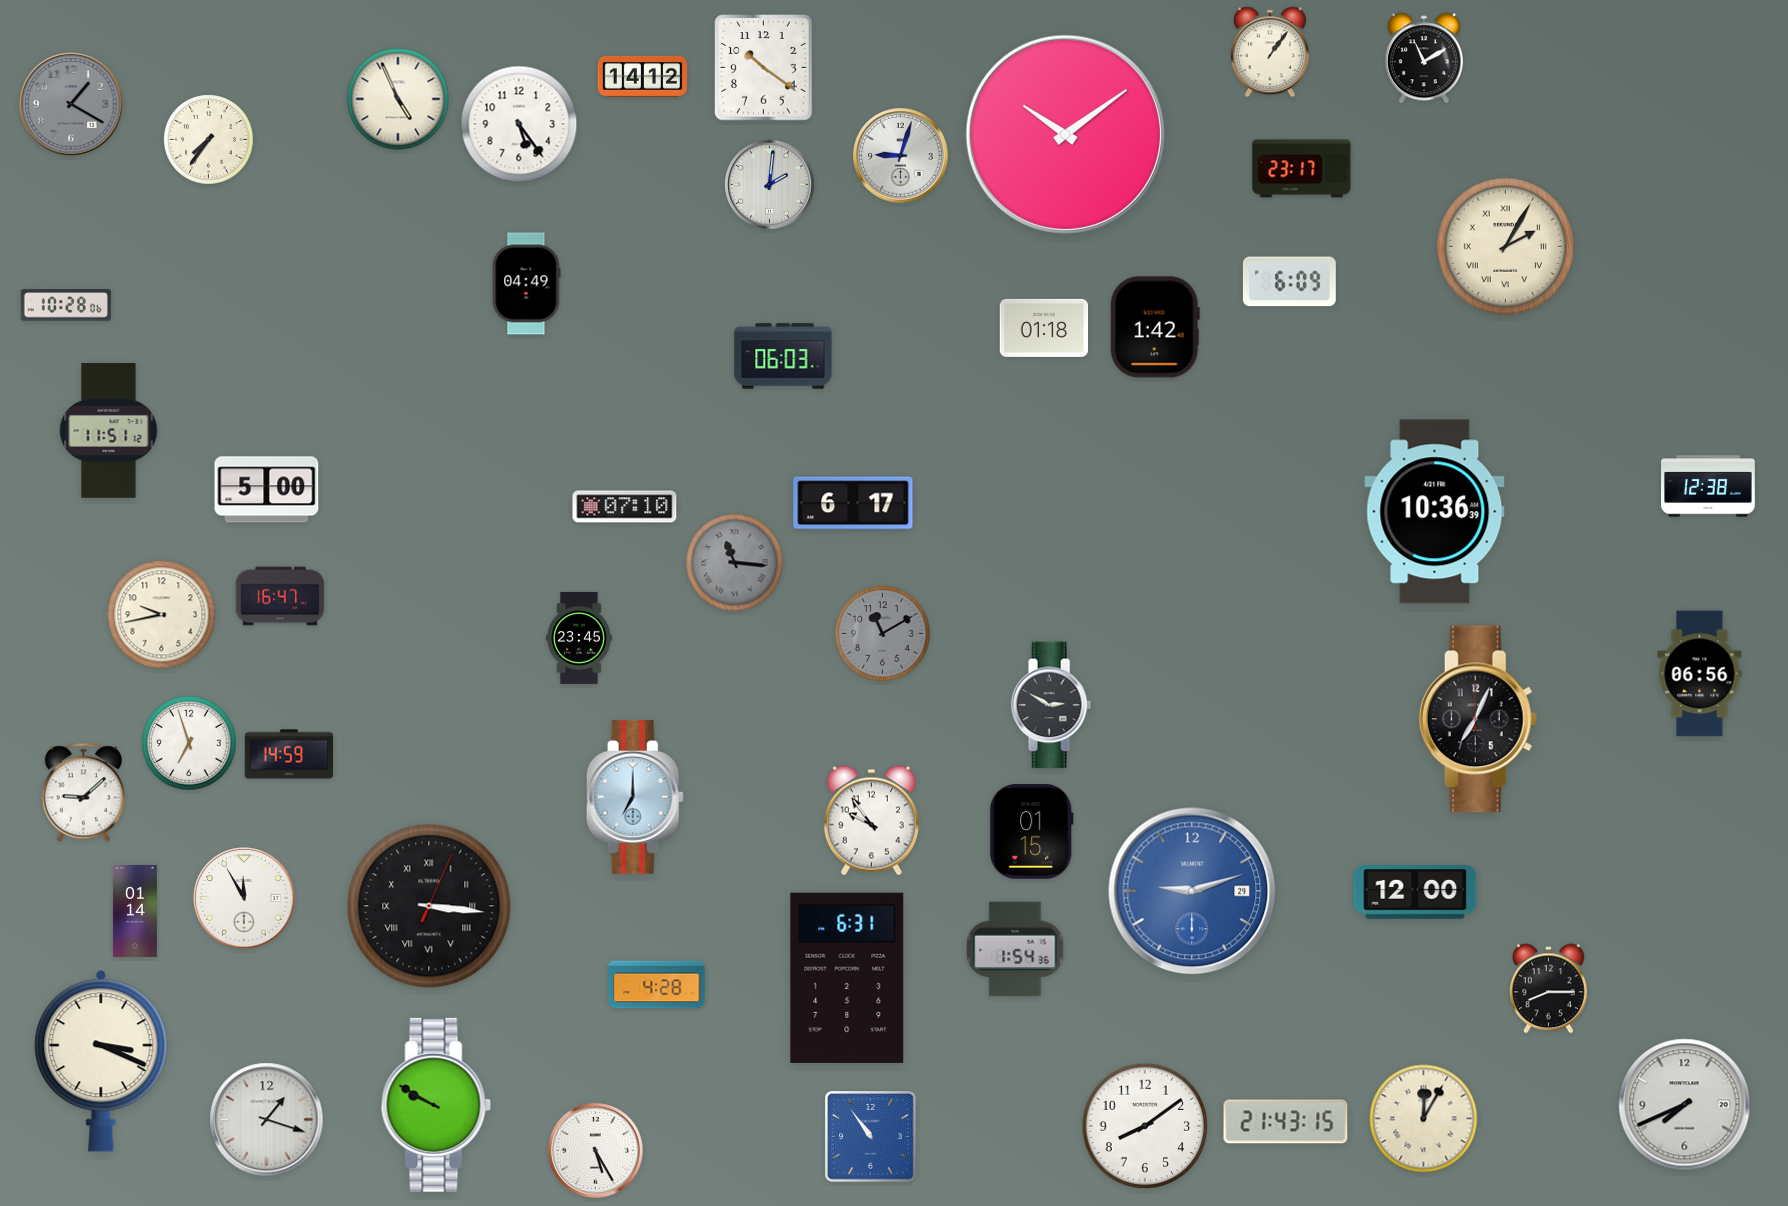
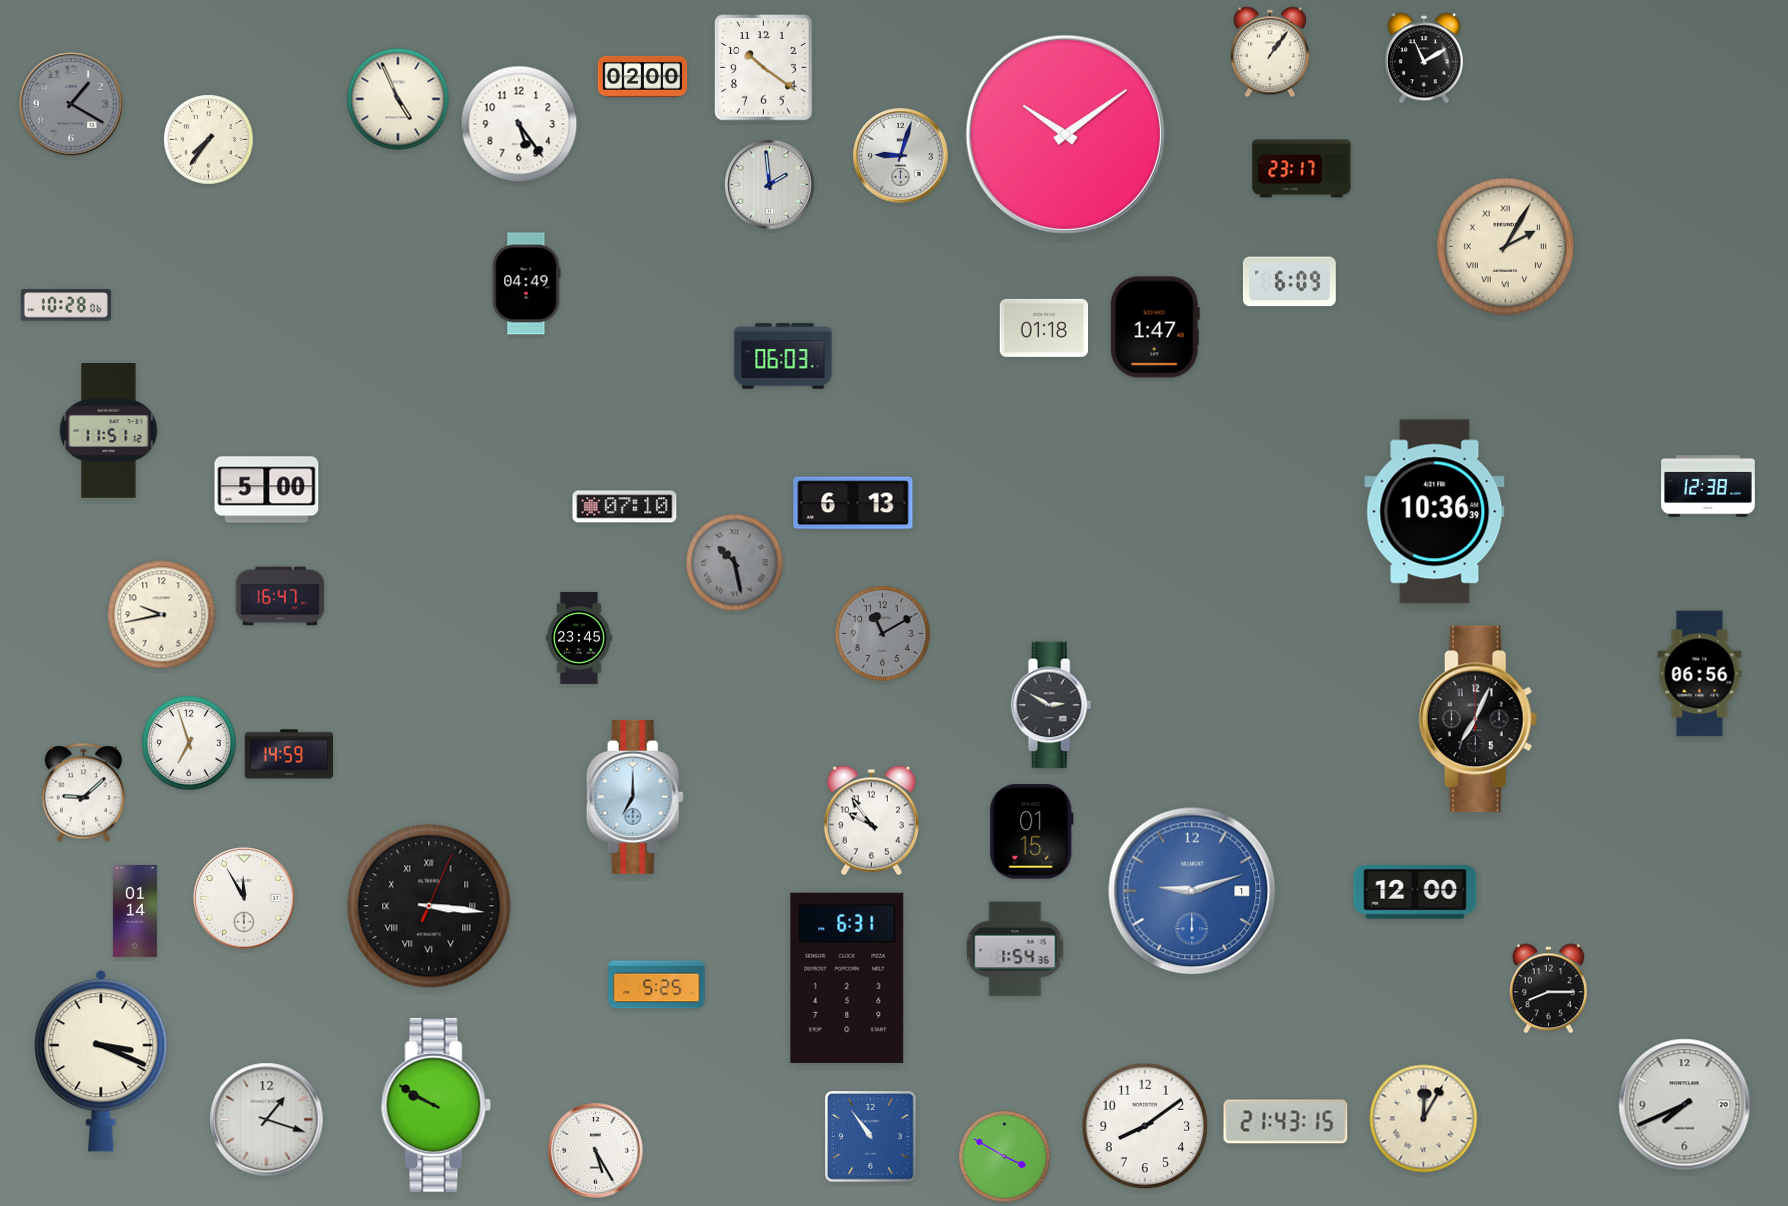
clock at (643, 76): 14:12 -> 02:00
clock at (770, 185): 2:01 -> 1:59
clock at (1155, 327): 1:42 -> 1:47
clock at (853, 503): 6:17 -> 6:13
clock at (735, 563): 11:16 -> 10:28
clock at (1192, 891) date: 29 -> 1
clock at (657, 985): 4:28 -> 5:25
clock at (1005, 1157): none -> 3:50
